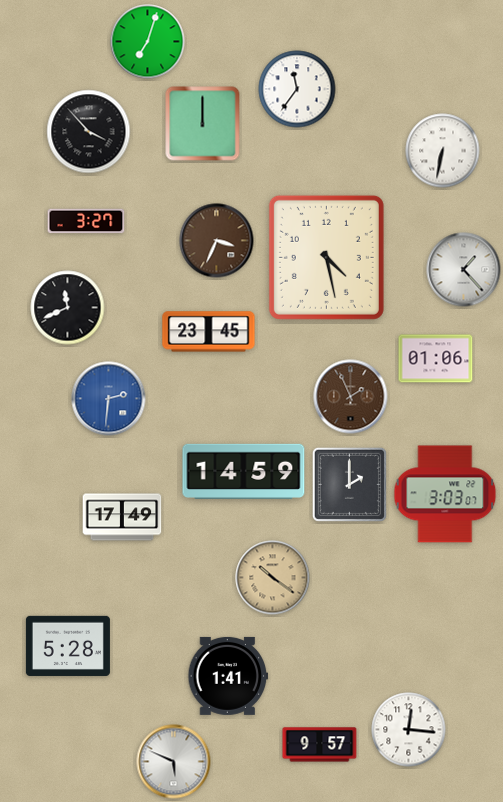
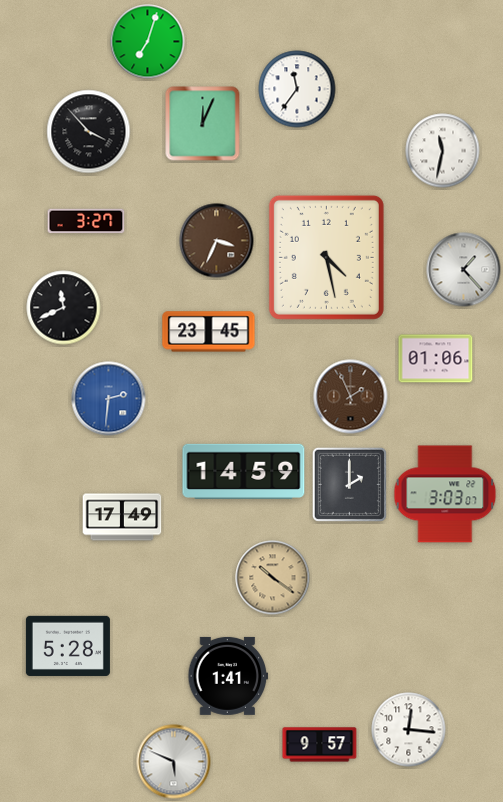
clock at (203, 124): 12:00 -> 12:04
clock at (443, 151): 6:32 -> 11:32
clock at (68, 308) position: (68, 308) -> (64, 308)
